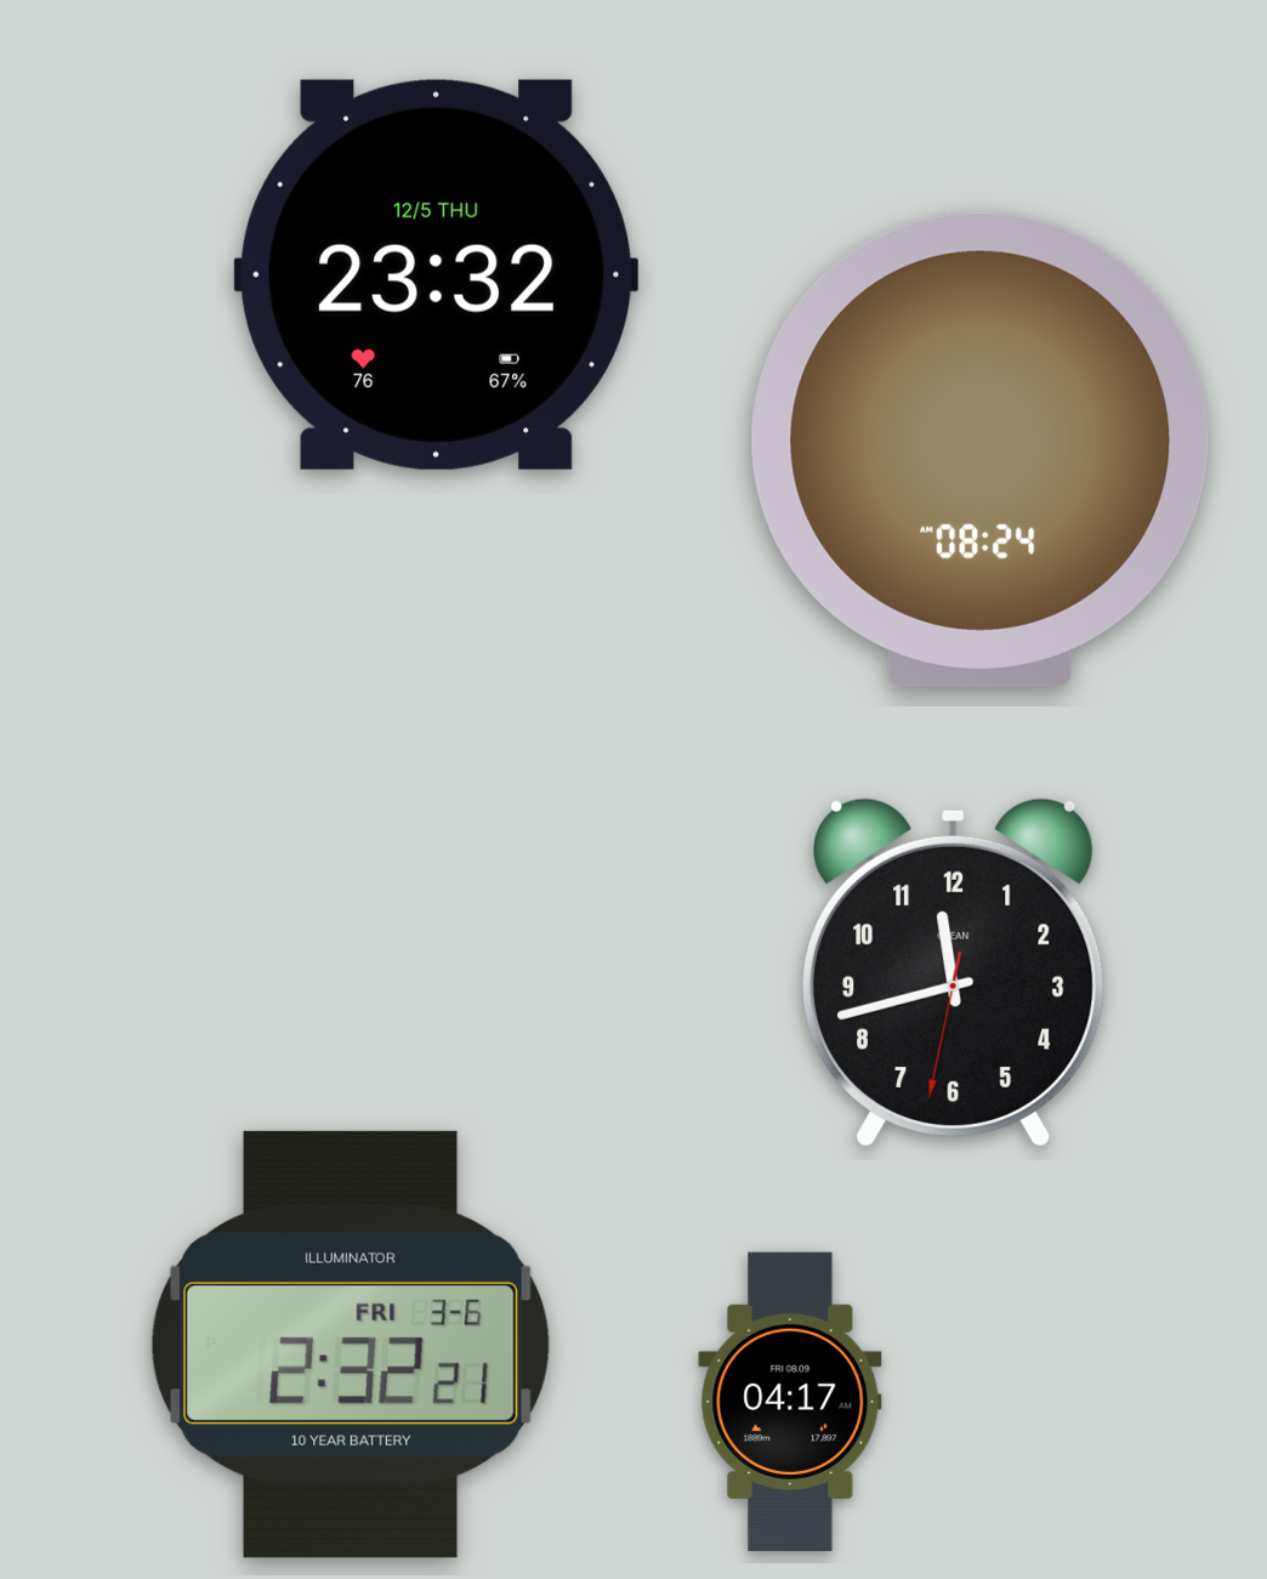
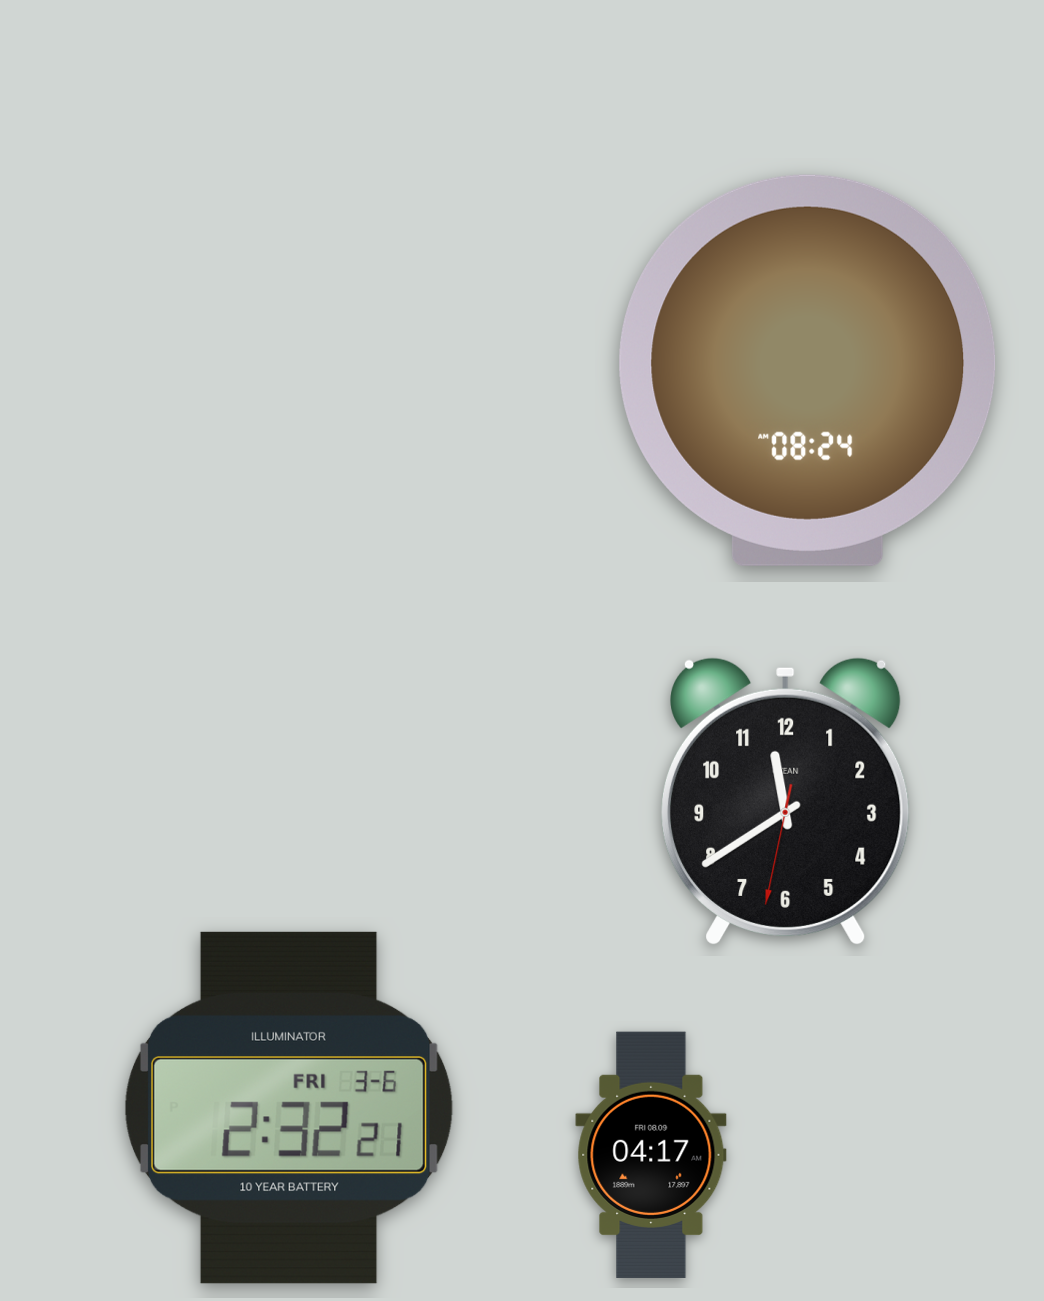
clock at (437, 274): 23:32 -> none
clock at (953, 972): 11:42 -> 11:39
